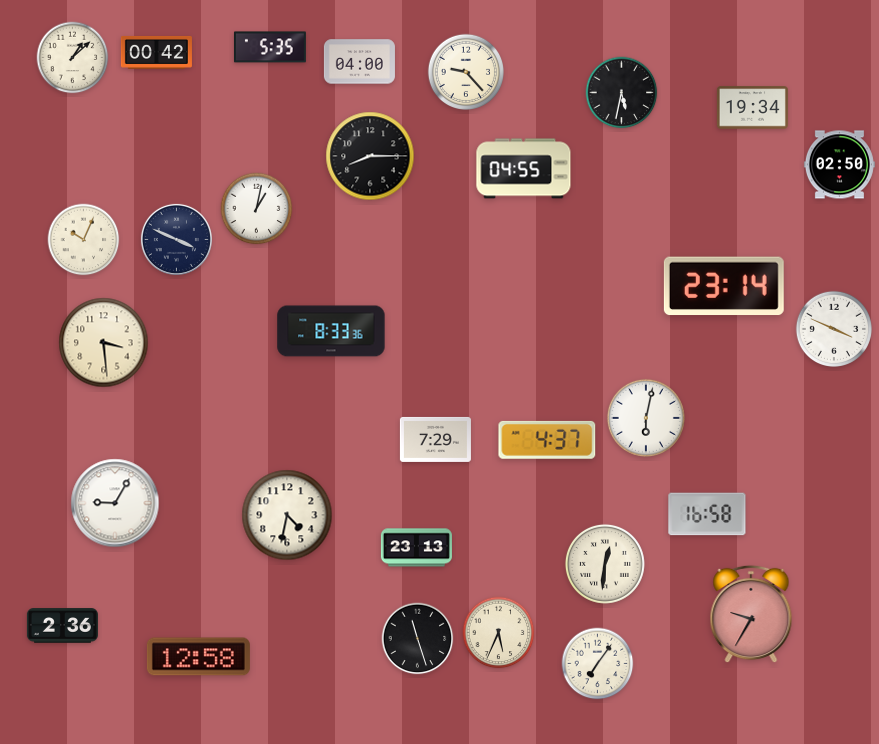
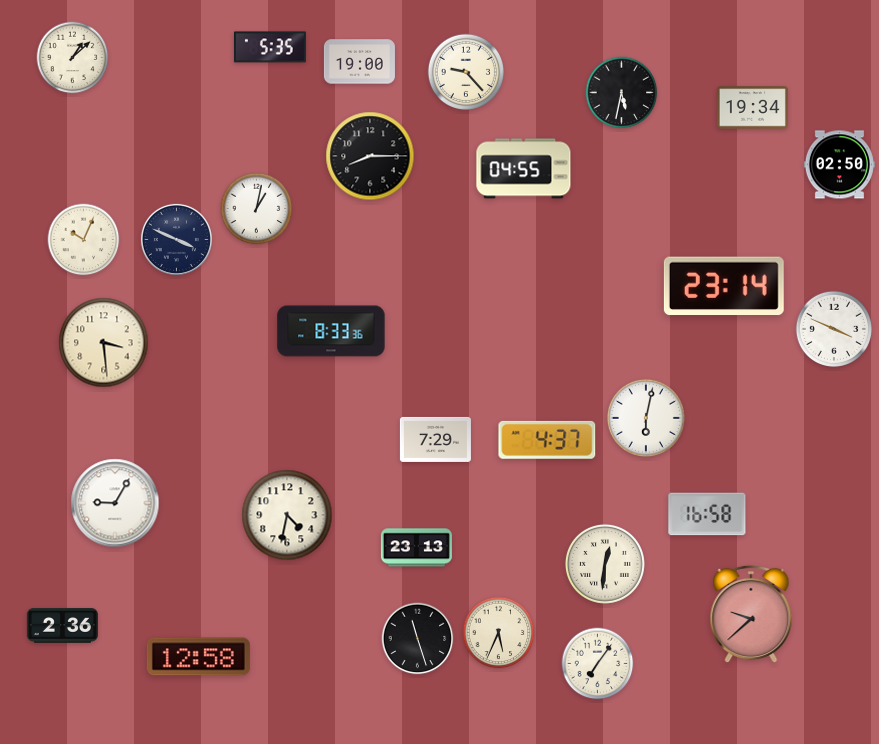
clock at (156, 52): 00:42 -> none
clock at (359, 62): 04:00 -> 19:00
clock at (751, 614): 9:35 -> 9:38
